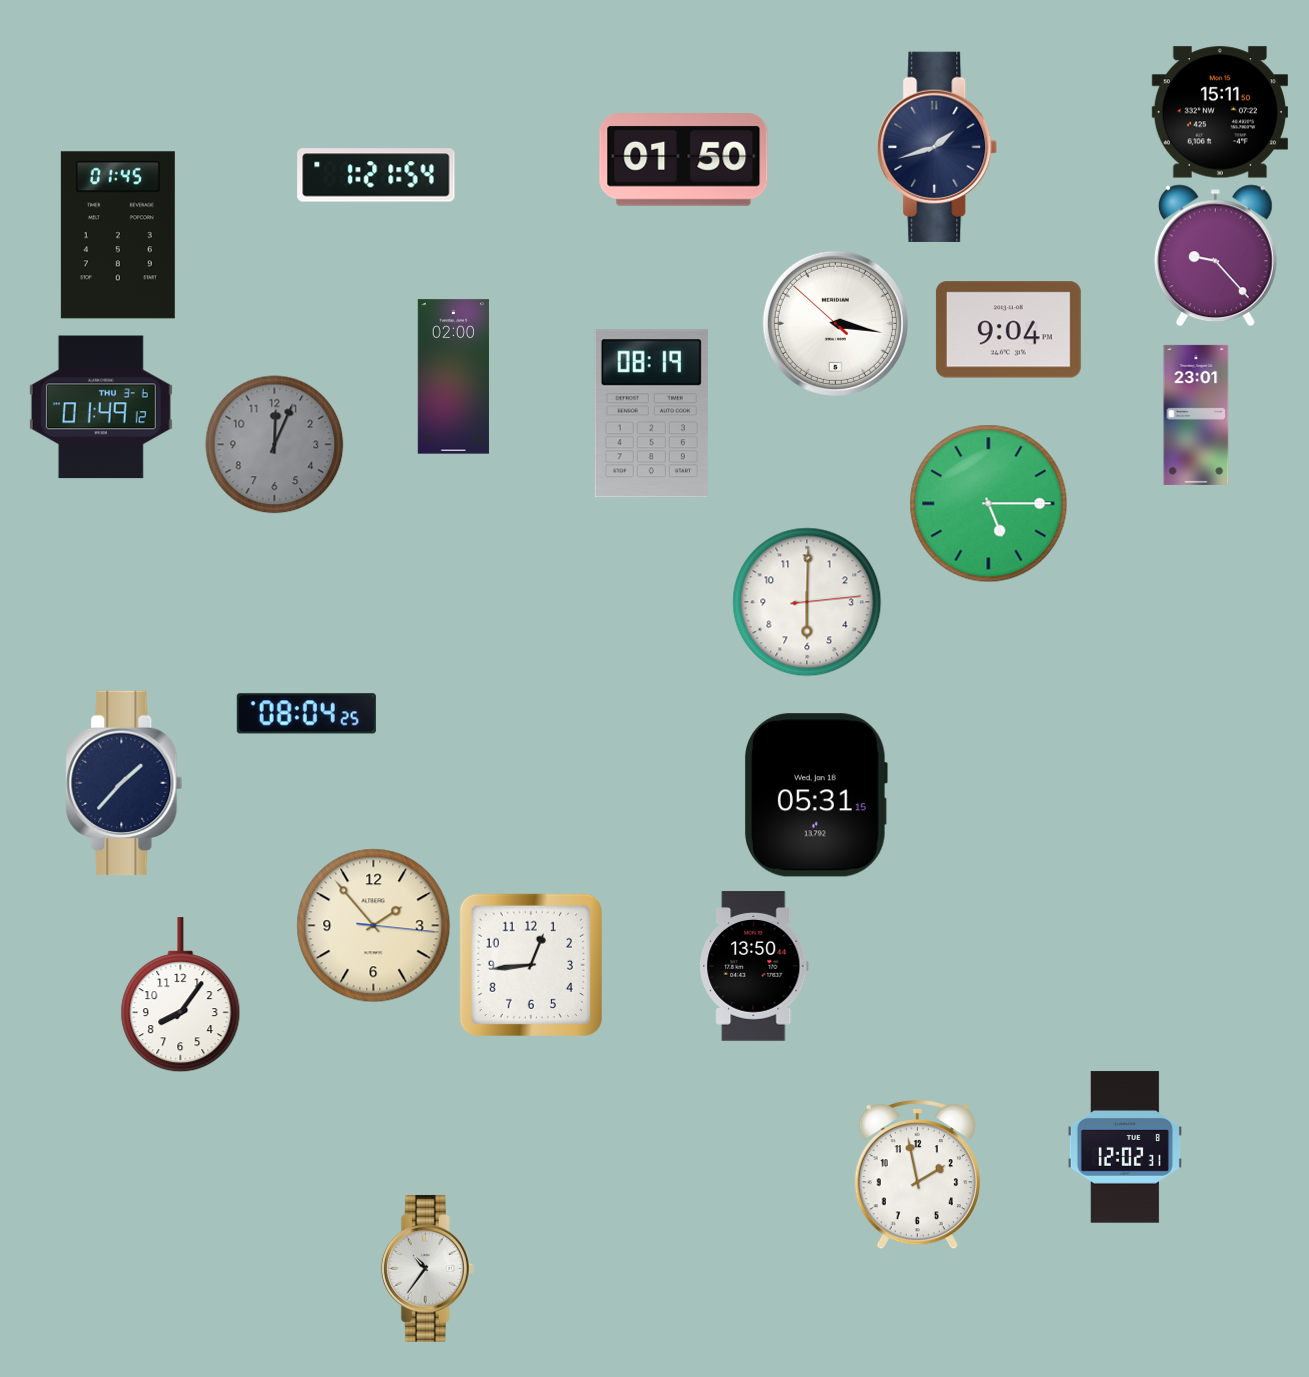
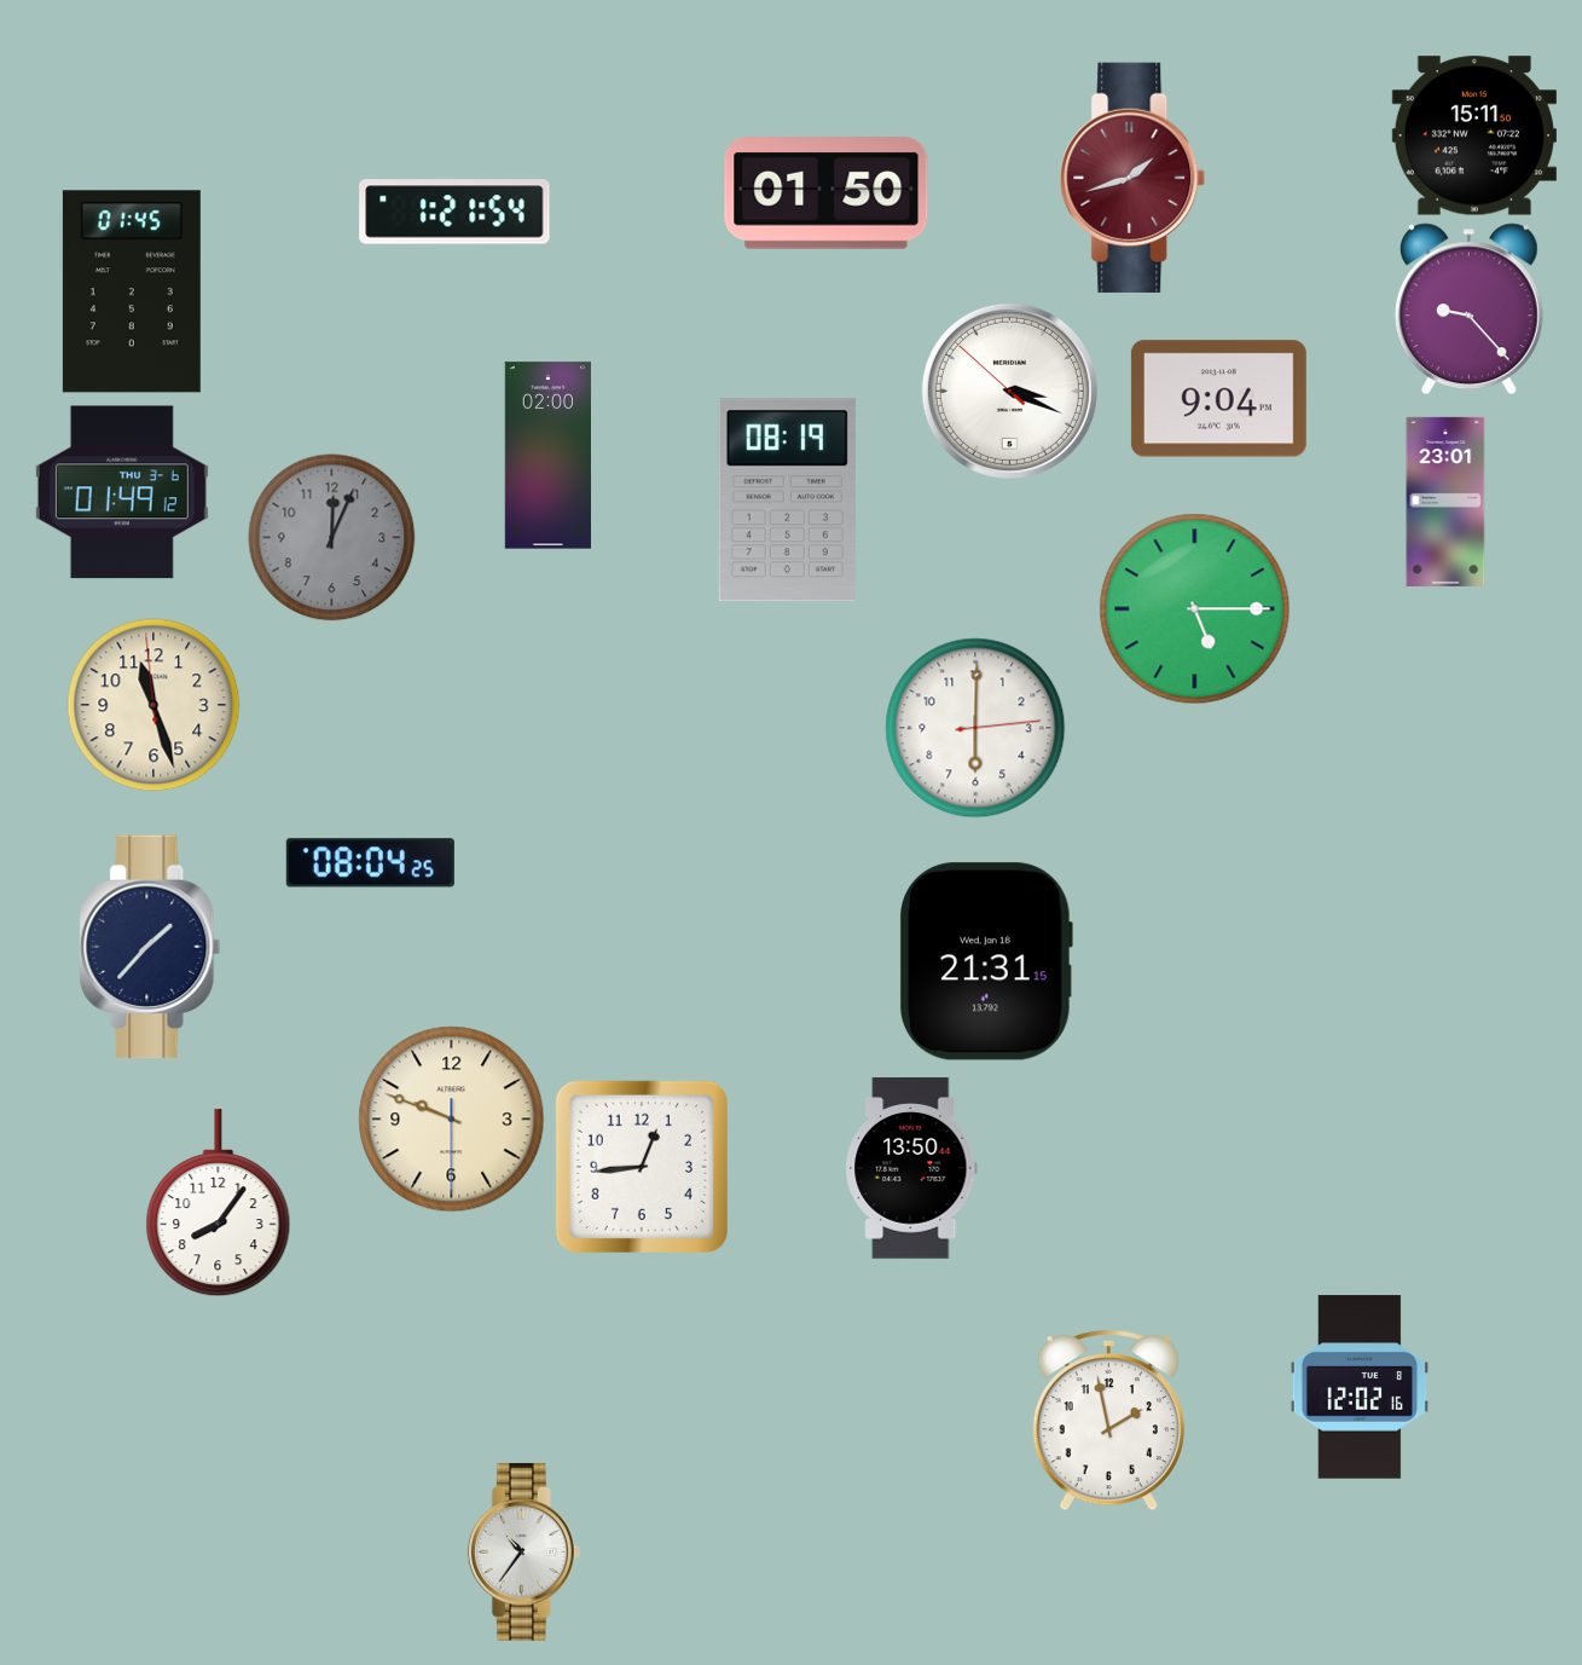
clock at (937, 147) dial: navy -> burgundy
clock at (118, 235) position: (118, 235) -> (132, 291)
clock at (835, 323): 3:16 -> 3:18
clock at (153, 705): none -> 11:26
clock at (816, 795): 05:31 -> 21:31
clock at (374, 926): 1:53 -> 9:48
clock at (1125, 1147): 12:02:31 -> 12:02:16
clock at (427, 1268) position: (427, 1268) -> (523, 1551)
